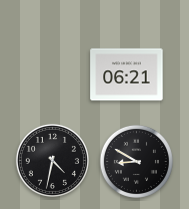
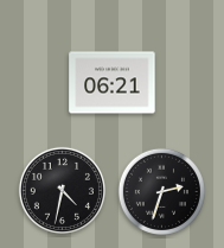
clock at (127, 75) position: (127, 75) -> (113, 83)
clock at (136, 161): 8:50 -> 2:33
